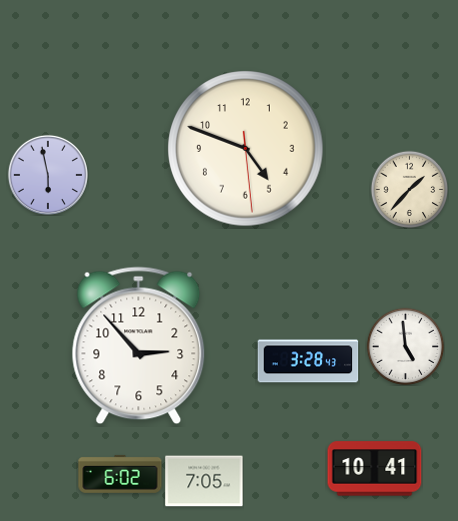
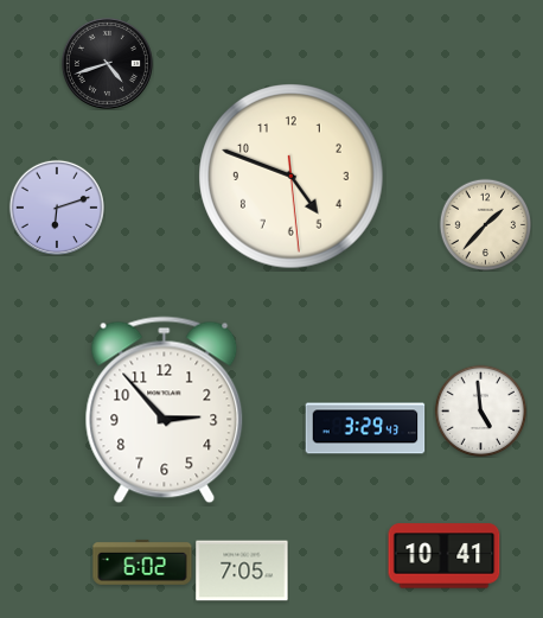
clock at (107, 63): none -> 4:42
clock at (48, 175): 5:58 -> 6:12
clock at (308, 361): 3:28 -> 3:29
